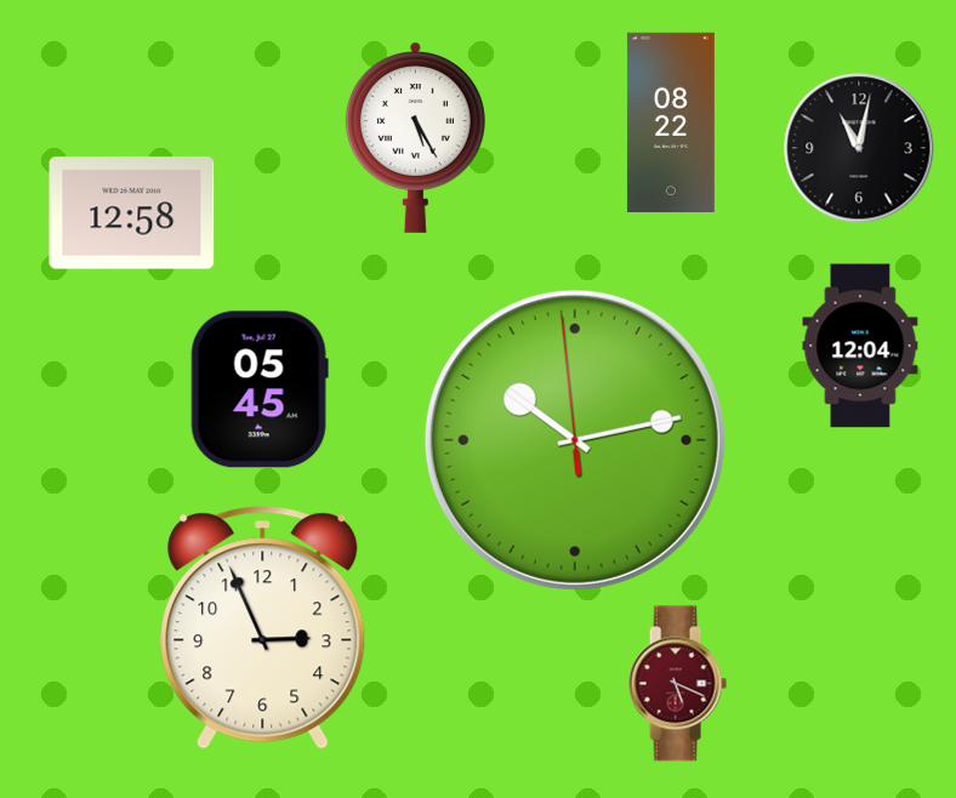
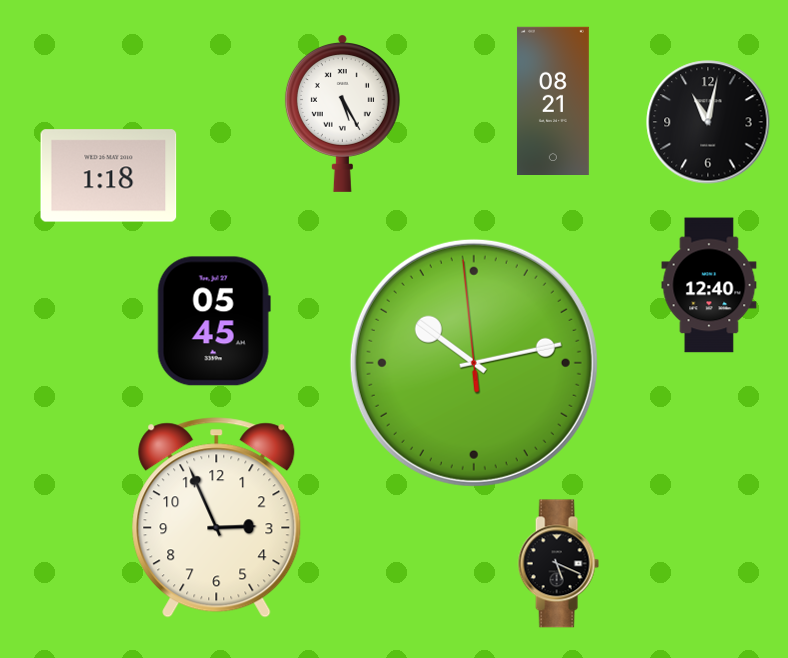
clock at (671, 121): 08:22 -> 08:21
clock at (132, 213): 12:58 -> 1:18
clock at (860, 346): 12:04 -> 12:40
clock at (677, 684) dial: burgundy -> black
